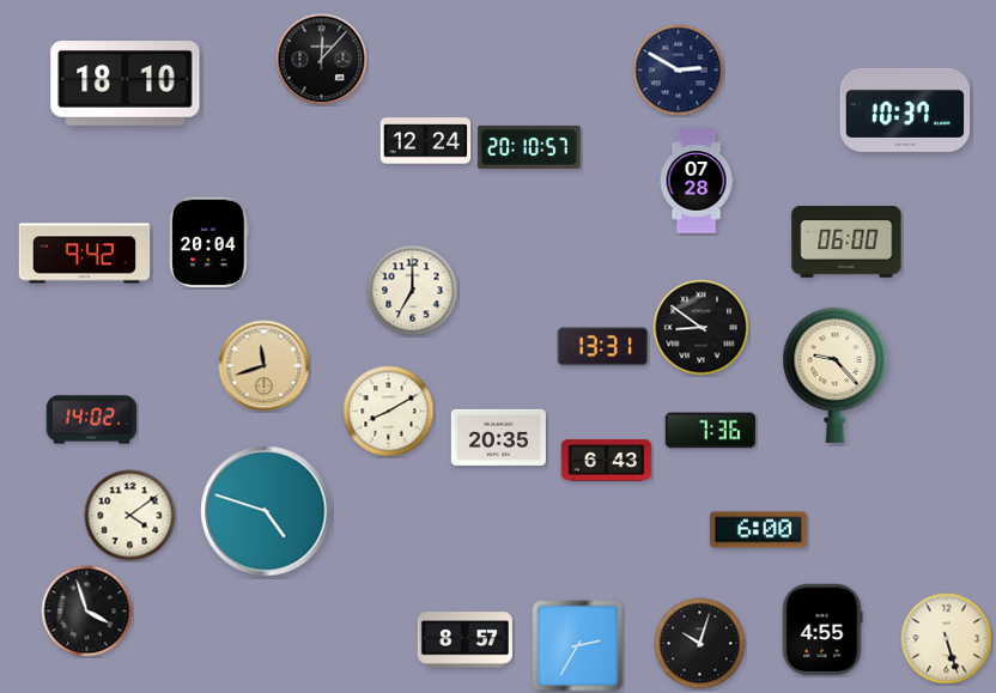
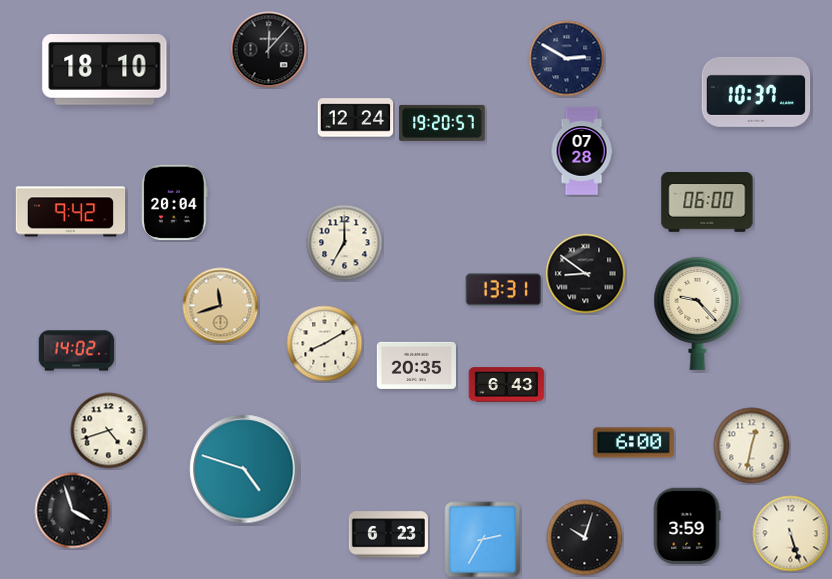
clock at (529, 147): 20:10 -> 19:20
clock at (711, 431): 7:36 -> none
clock at (266, 511) position: (266, 511) -> (244, 469)
clock at (130, 516): 4:09 -> 4:42
clock at (752, 446): none -> 12:32
clock at (822, 630): 4:55 -> 3:59
clock at (464, 640): 8:57 -> 6:23
